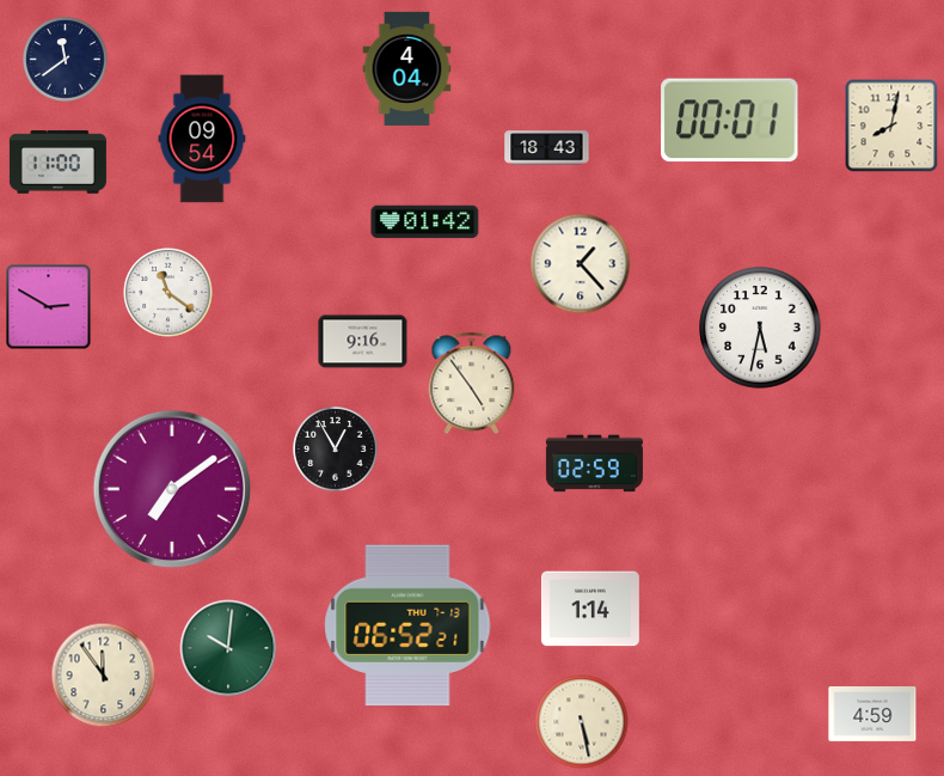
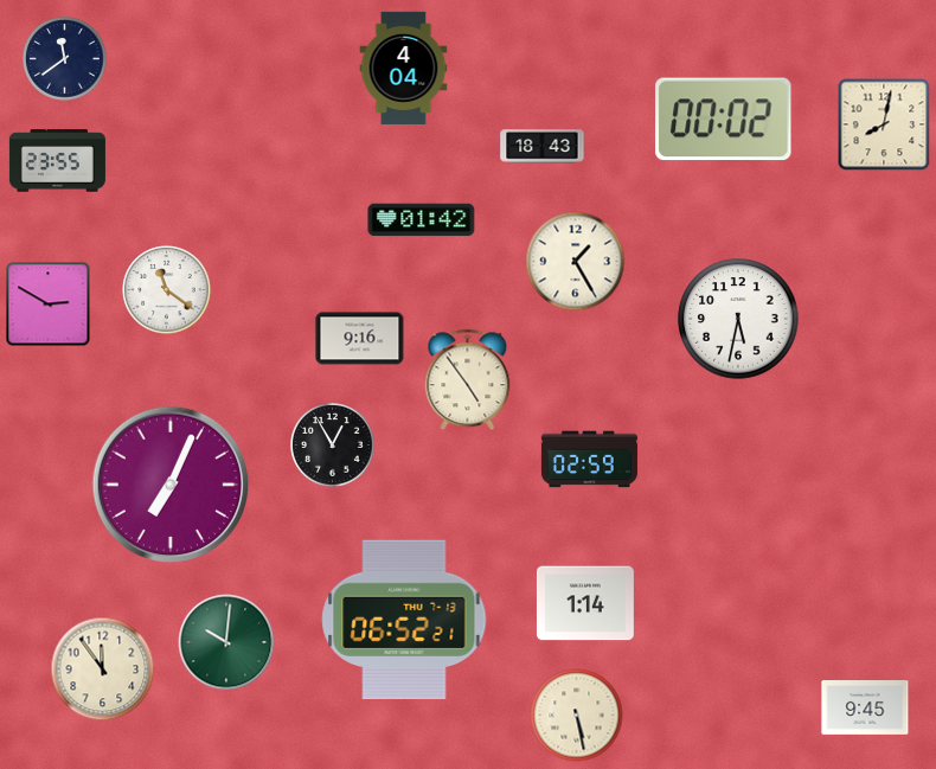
clock at (730, 121): 00:01 -> 00:02
clock at (202, 139): 09:54 -> none
clock at (57, 163): 11:00 -> 23:55
clock at (581, 264): 1:23 -> 1:25
clock at (760, 328) position: (760, 328) -> (738, 319)
clock at (172, 489): 7:09 -> 7:04
clock at (872, 715): 4:59 -> 9:45
